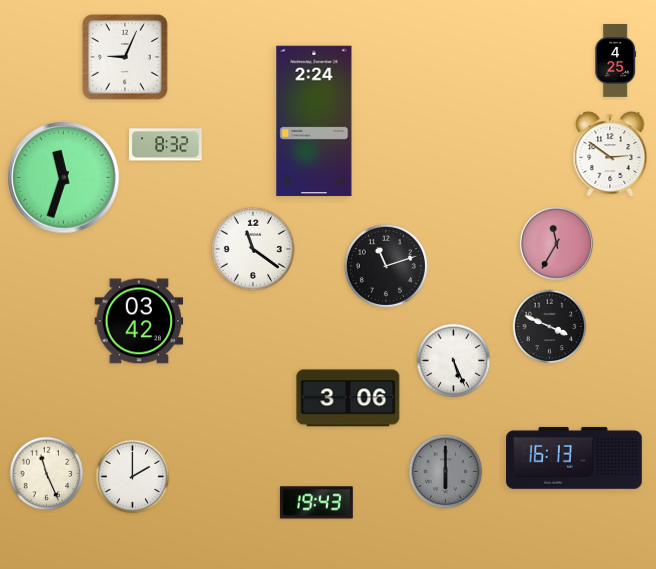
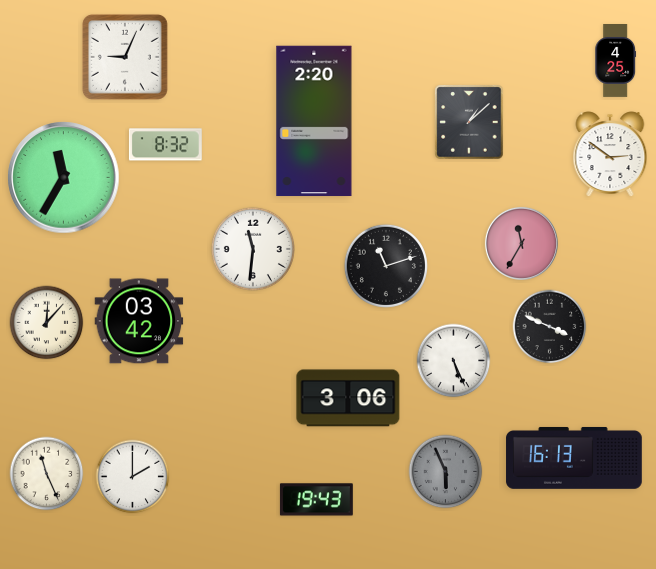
clock at (314, 121): 2:24 -> 2:20
clock at (469, 122): none -> 1:08
clock at (64, 178): 11:33 -> 11:35
clock at (556, 243) position: (556, 243) -> (521, 243)
clock at (253, 249): 11:21 -> 11:31
clock at (47, 323): none -> 12:07
clock at (446, 472): 6:00 -> 5:56
clock at (316, 503) position: (316, 503) -> (316, 500)
